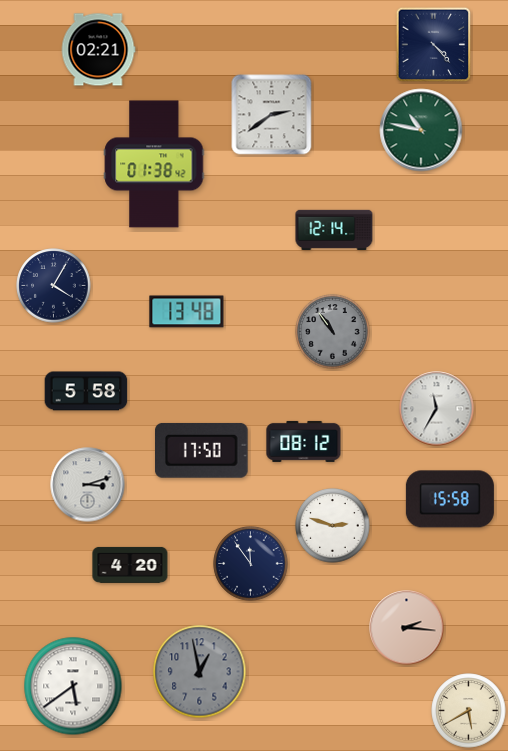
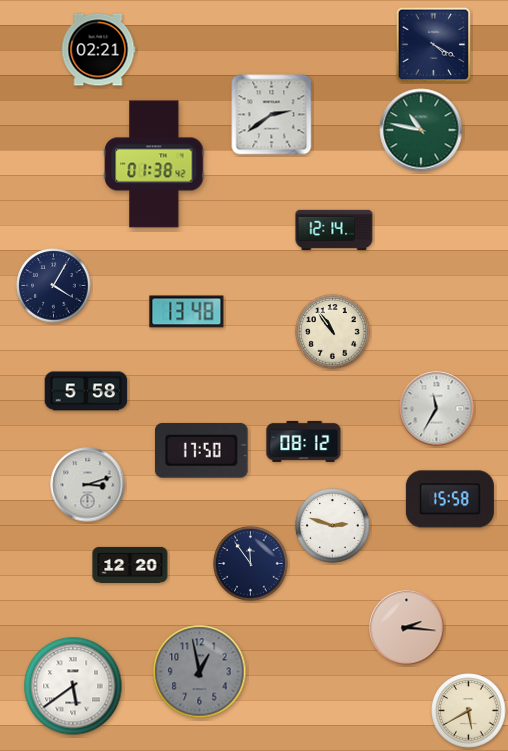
clock at (434, 45): 4:23 -> 4:20
clock at (333, 332) dial: grey -> cream
clock at (130, 565): 4:20 -> 12:20
